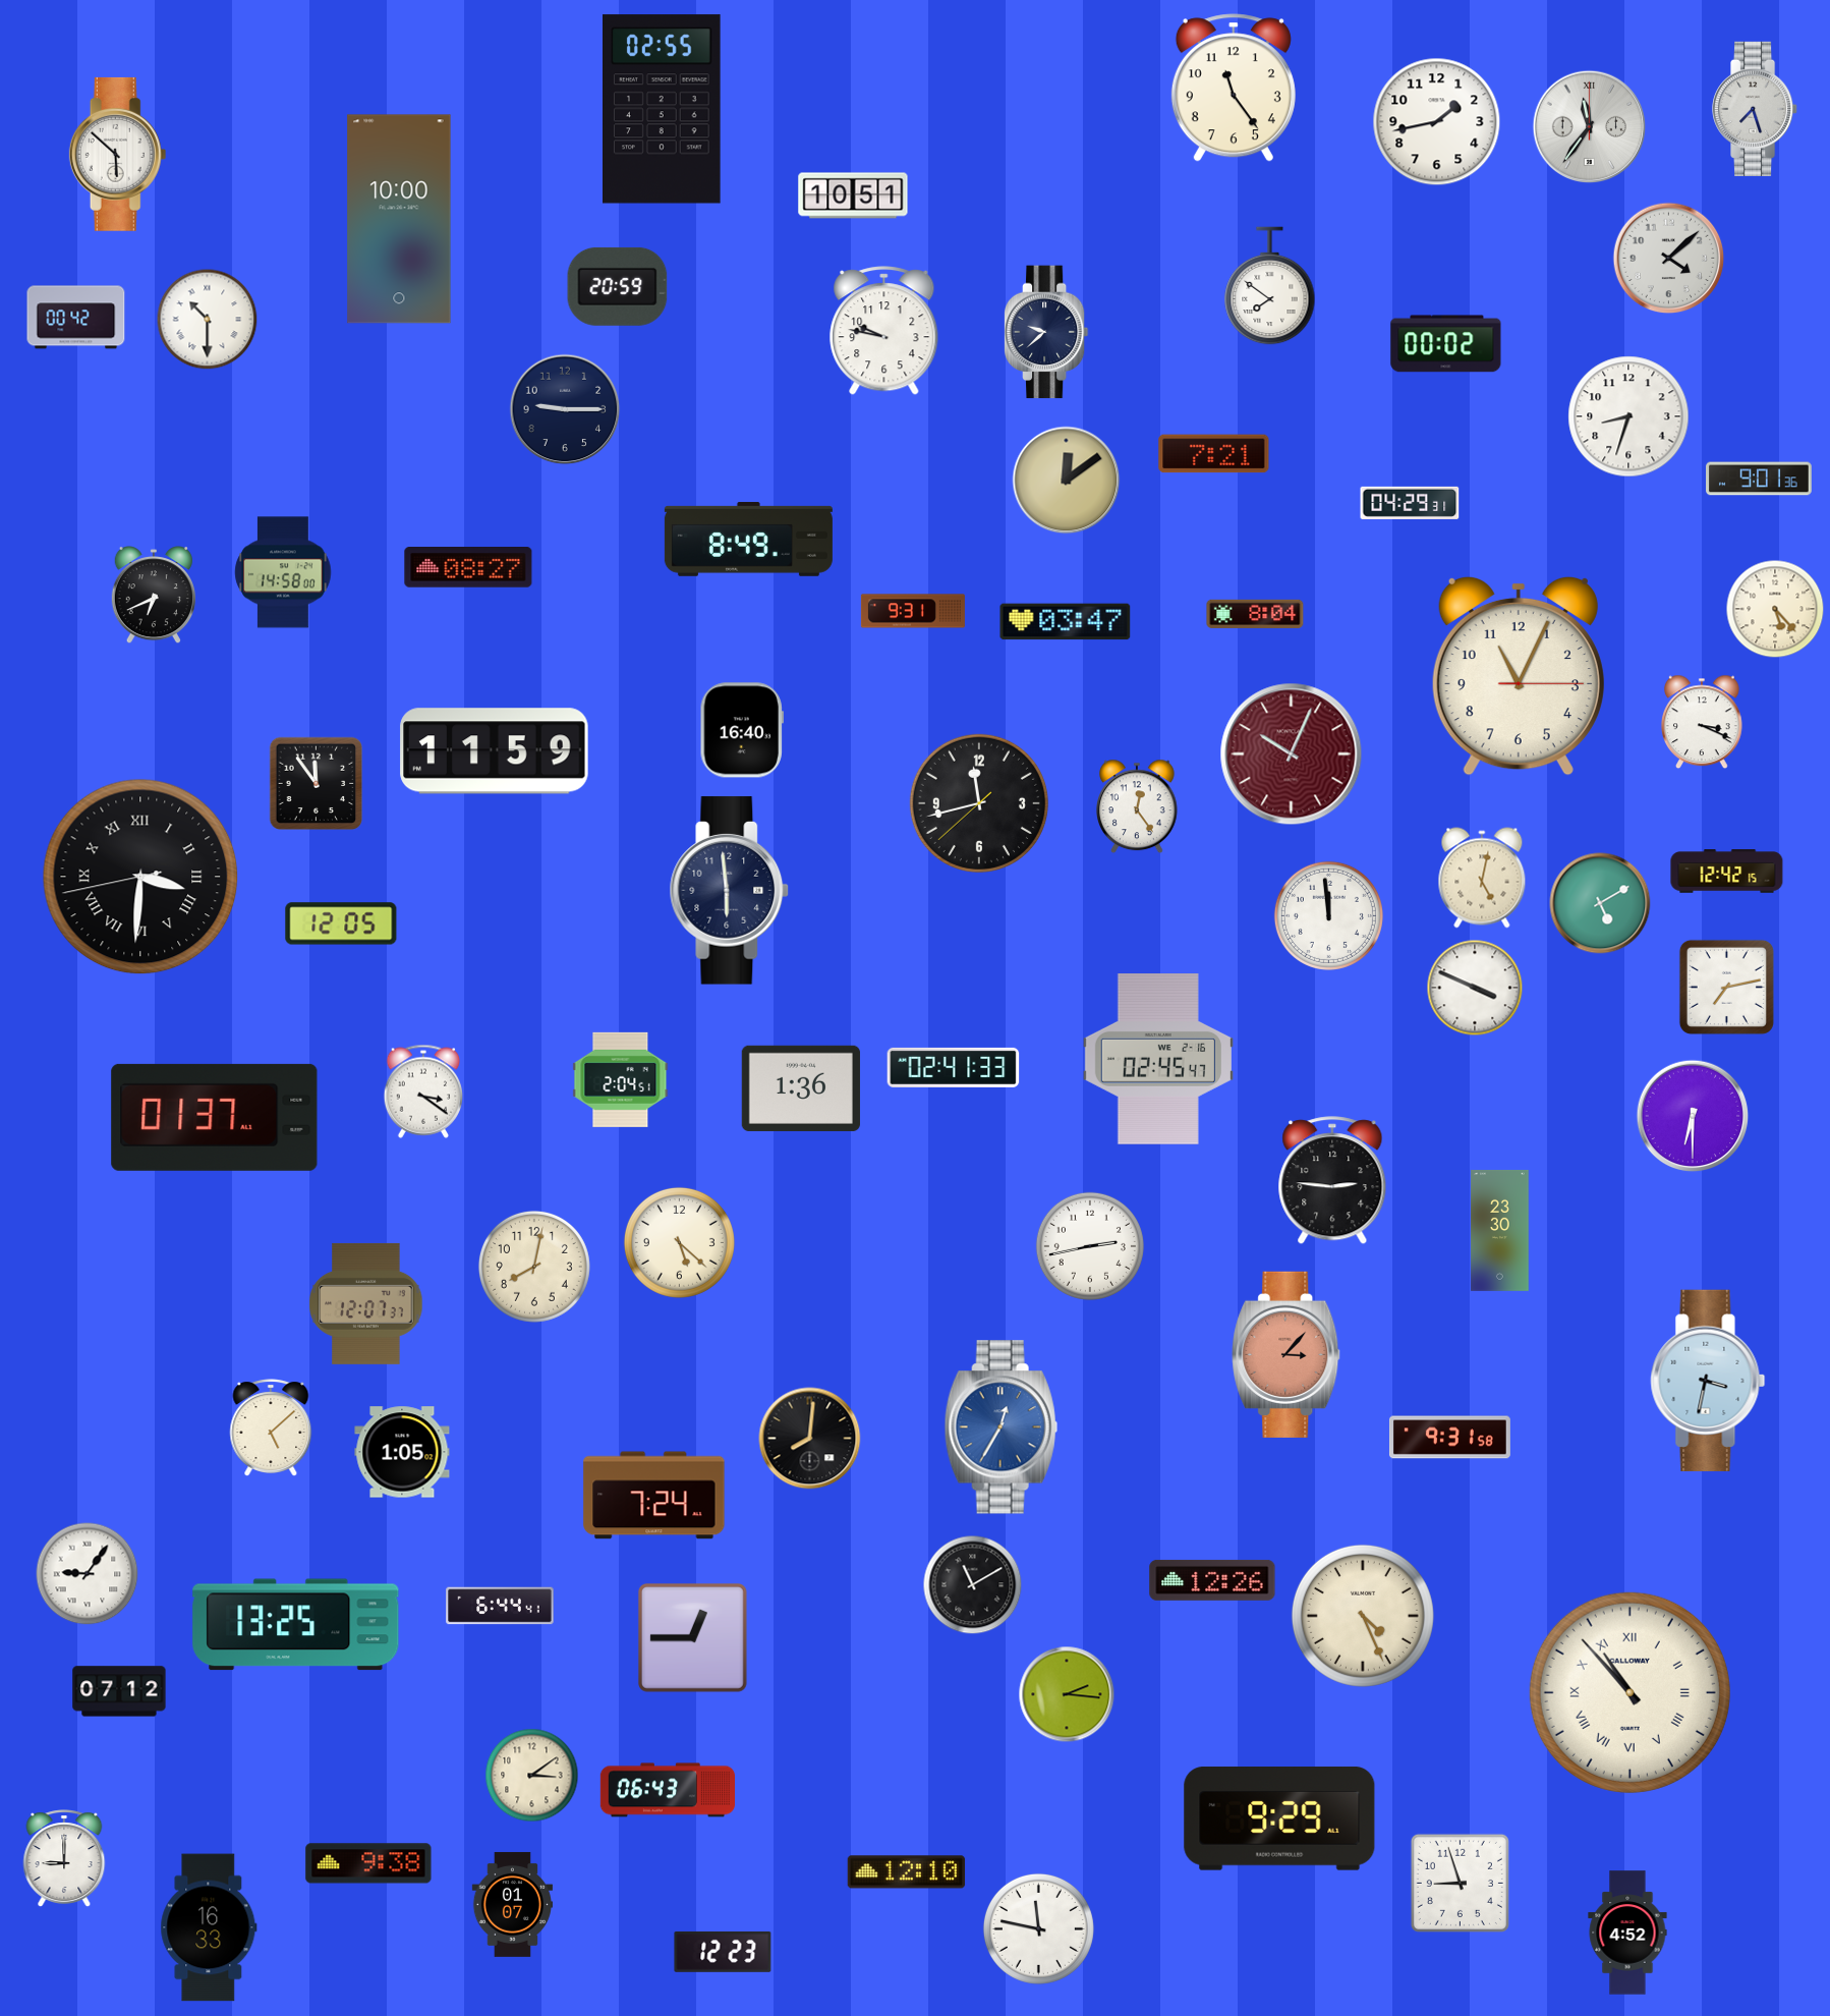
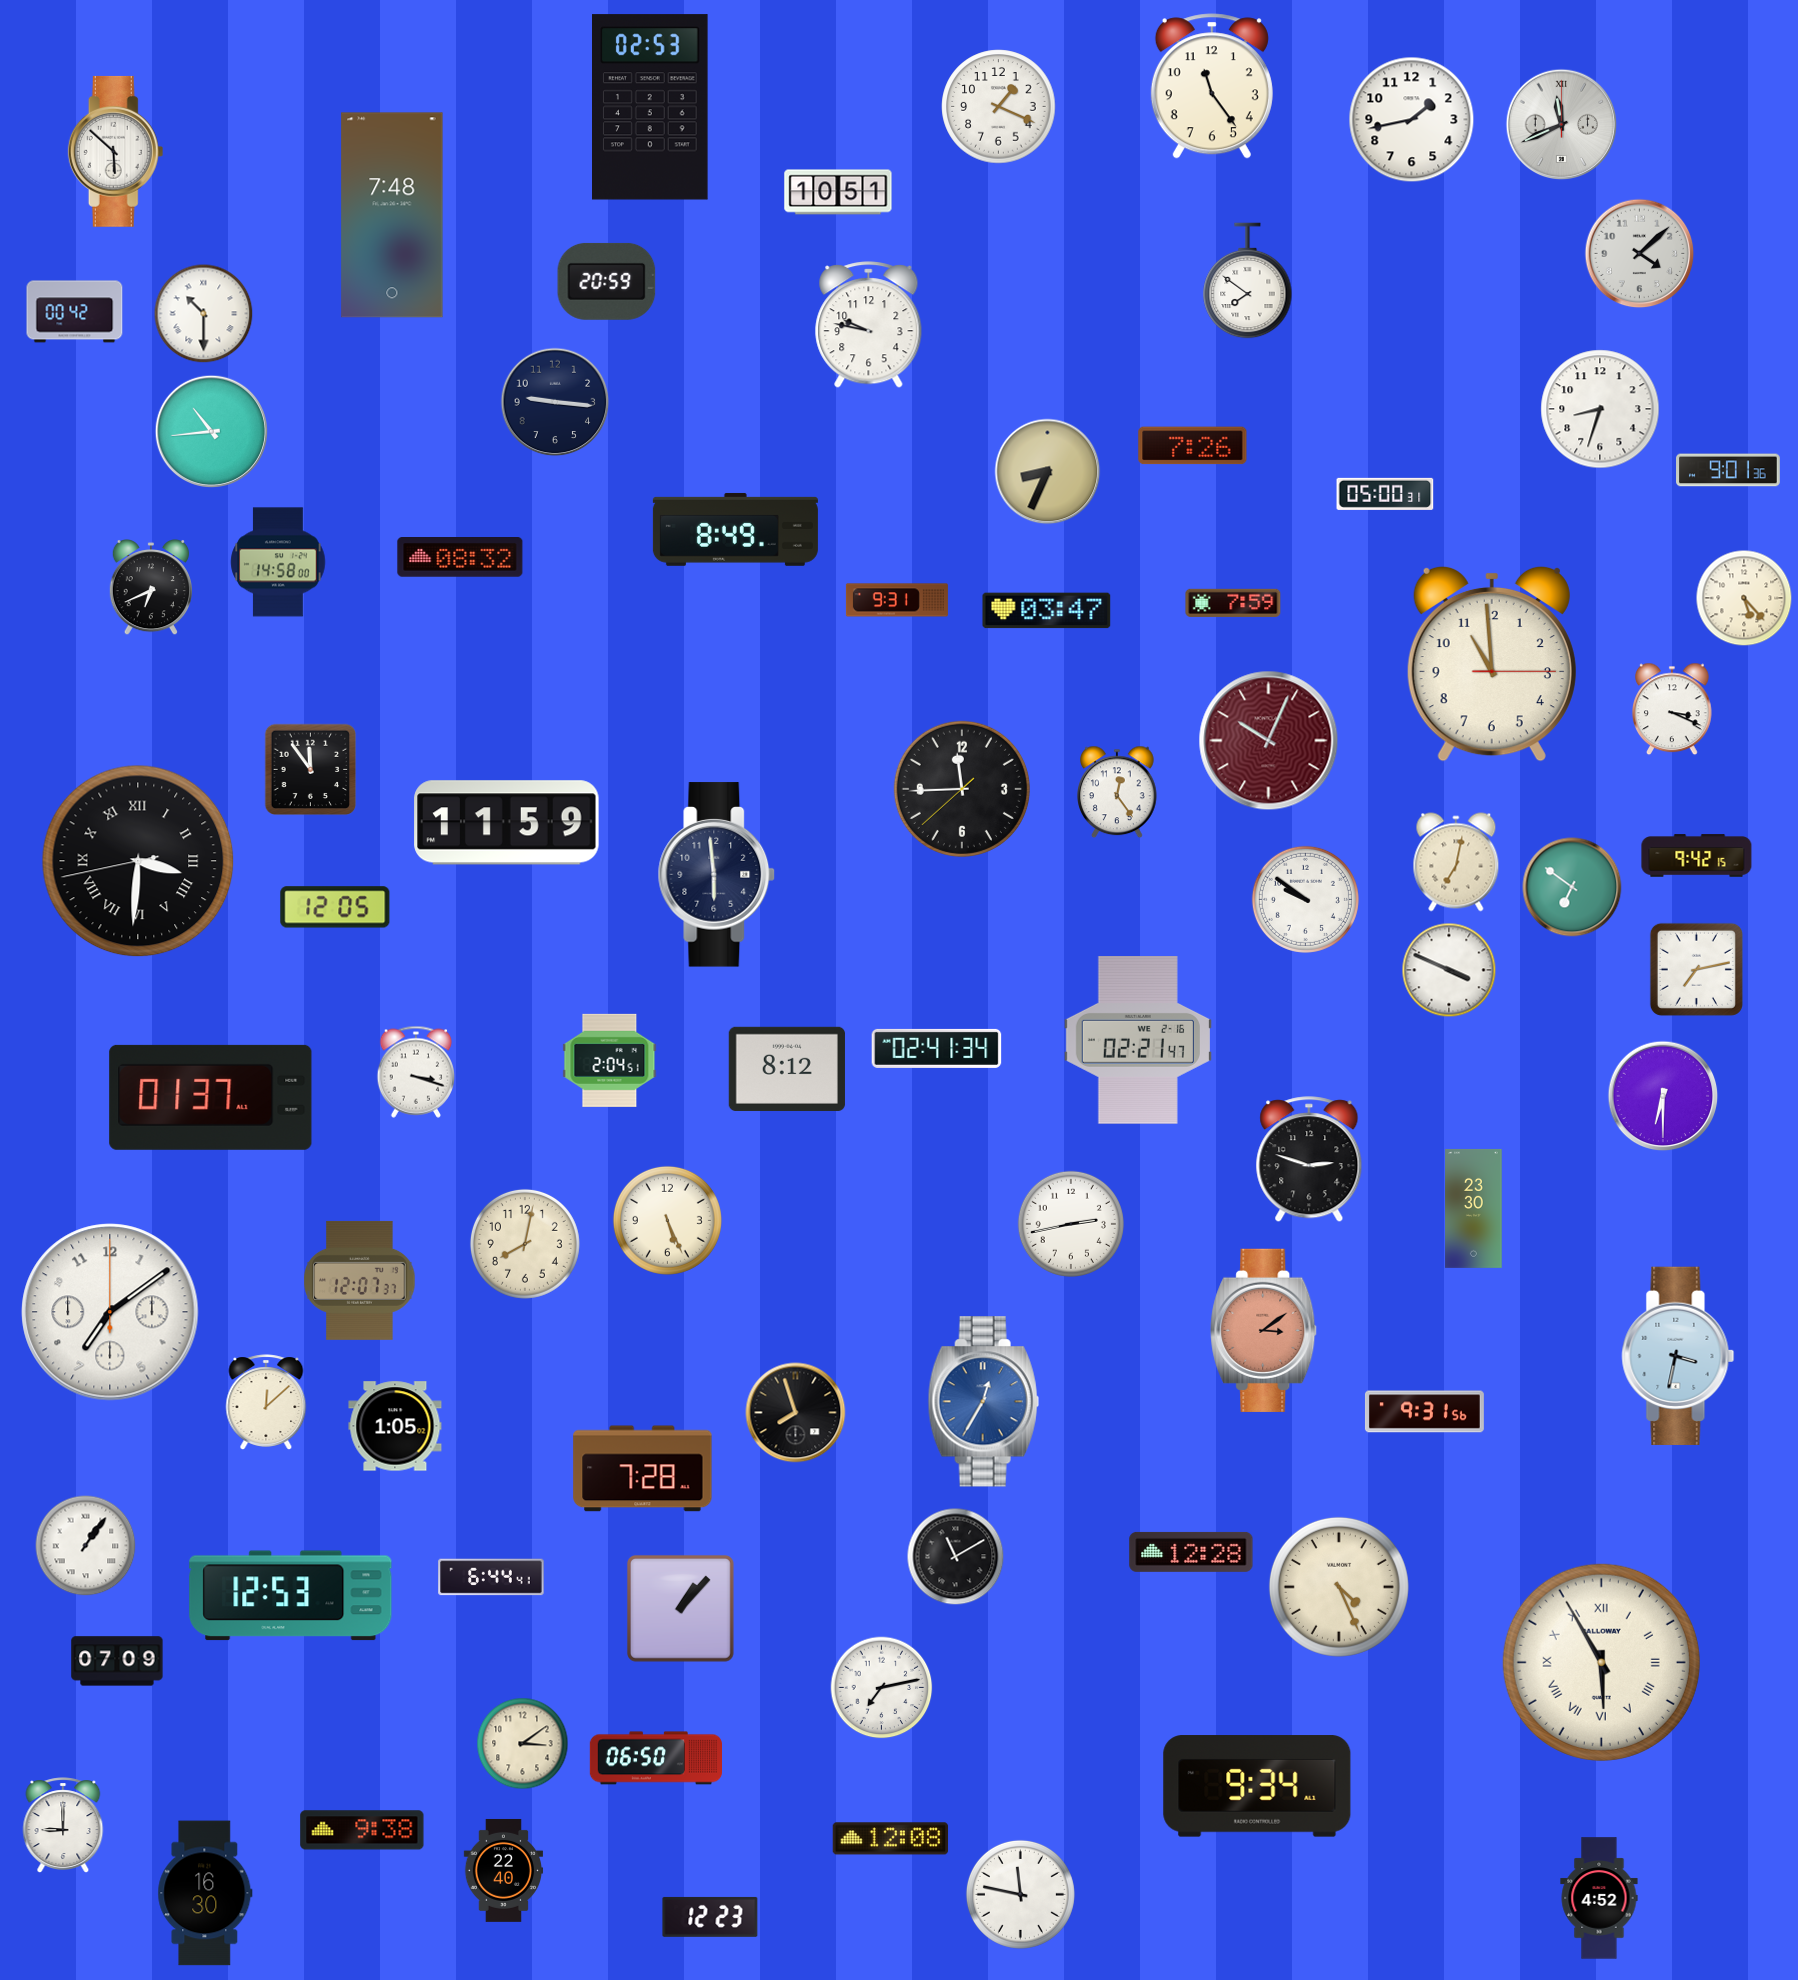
clock at (662, 109): 02:55 -> 02:53
clock at (999, 107): none -> 1:19
clock at (1756, 109): 7:27 -> none
clock at (1590, 127): 11:36 -> 11:41
clock at (399, 219): 10:00 -> 7:48
clock at (1046, 332): 9:38 -> none
clock at (1446, 344): 00:02 -> none
clock at (565, 409): 9:15 -> 9:16
clock at (211, 431): none -> 10:44
clock at (1214, 454): 7:21 -> 7:26
clock at (1067, 481): 12:09 -> 8:34
clock at (1410, 503): 04:29 -> 05:00
clock at (468, 568): 08:27 -> 08:32
clock at (154, 596) position: (154, 596) -> (151, 588)
clock at (1255, 614): 8:04 -> 7:59
clock at (1519, 676): 11:04 -> 10:59
clock at (741, 730): 16:40 -> none
clock at (495, 751) position: (495, 751) -> (507, 823)
clock at (979, 803): 11:42 -> 11:44
clock at (1727, 872): 12:42 -> 9:42
clock at (1482, 878): 5:02 -> 7:02
clock at (1600, 903): 5:10 -> 6:51
clock at (1328, 915): 11:59 -> 9:51
clock at (1158, 1059): 02:45 -> 02:21
clock at (954, 1067): 02:41:33 -> 02:41:34
clock at (801, 1088): 1:36 -> 8:12
clock at (422, 1091): 3:21 -> 3:18
clock at (1332, 1181): 2:46 -> 2:48
clock at (679, 1242): 5:22 -> 5:26
clock at (110, 1312): none -> 7:09
clock at (1286, 1354): 3:07 -> 3:09
clock at (271, 1427): 5:08 -> 12:08
clock at (1449, 1438): 9:31:58 -> 9:31:56
clock at (810, 1439): 8:01 -> 7:57
clock at (654, 1496): 7:24 -> 7:28
clock at (88, 1574): 9:06 -> 1:06
clock at (1212, 1580): 12:26 -> 12:28
clock at (296, 1625): 13:25 -> 12:53
clock at (693, 1638): 12:45 -> 1:07
clock at (119, 1691): 07:12 -> 07:09
clock at (1629, 1692): 10:53 -> 5:55
clock at (1067, 1694): 2:16 -> none
clock at (882, 1688): none -> 7:13
clock at (667, 1790): 06:43 -> 06:50
clock at (1279, 1818): 9:29 -> 9:34
clock at (907, 1872): 12:10 -> 12:08
clock at (1460, 1883): 8:57 -> none
clock at (512, 1904): 01:07 -> 22:40
clock at (209, 1927): 16:33 -> 16:30
